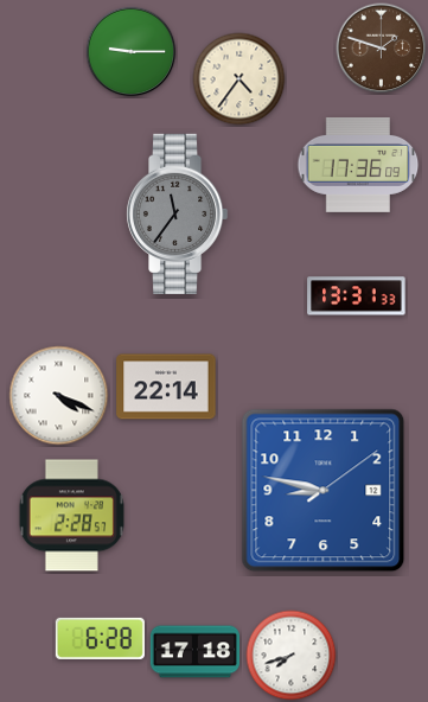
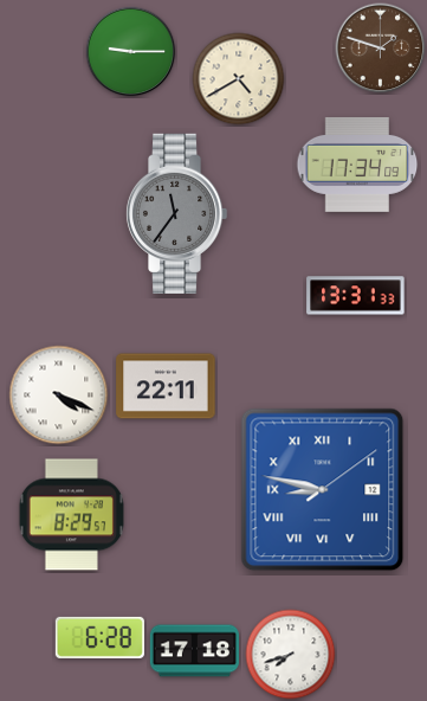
clock at (239, 79): 4:36 -> 4:40
clock at (358, 165): 17:36 -> 17:34
clock at (166, 387): 22:14 -> 22:11
clock at (324, 491) numerals: Arabic -> Roman
clock at (71, 516): 2:28 -> 8:29
